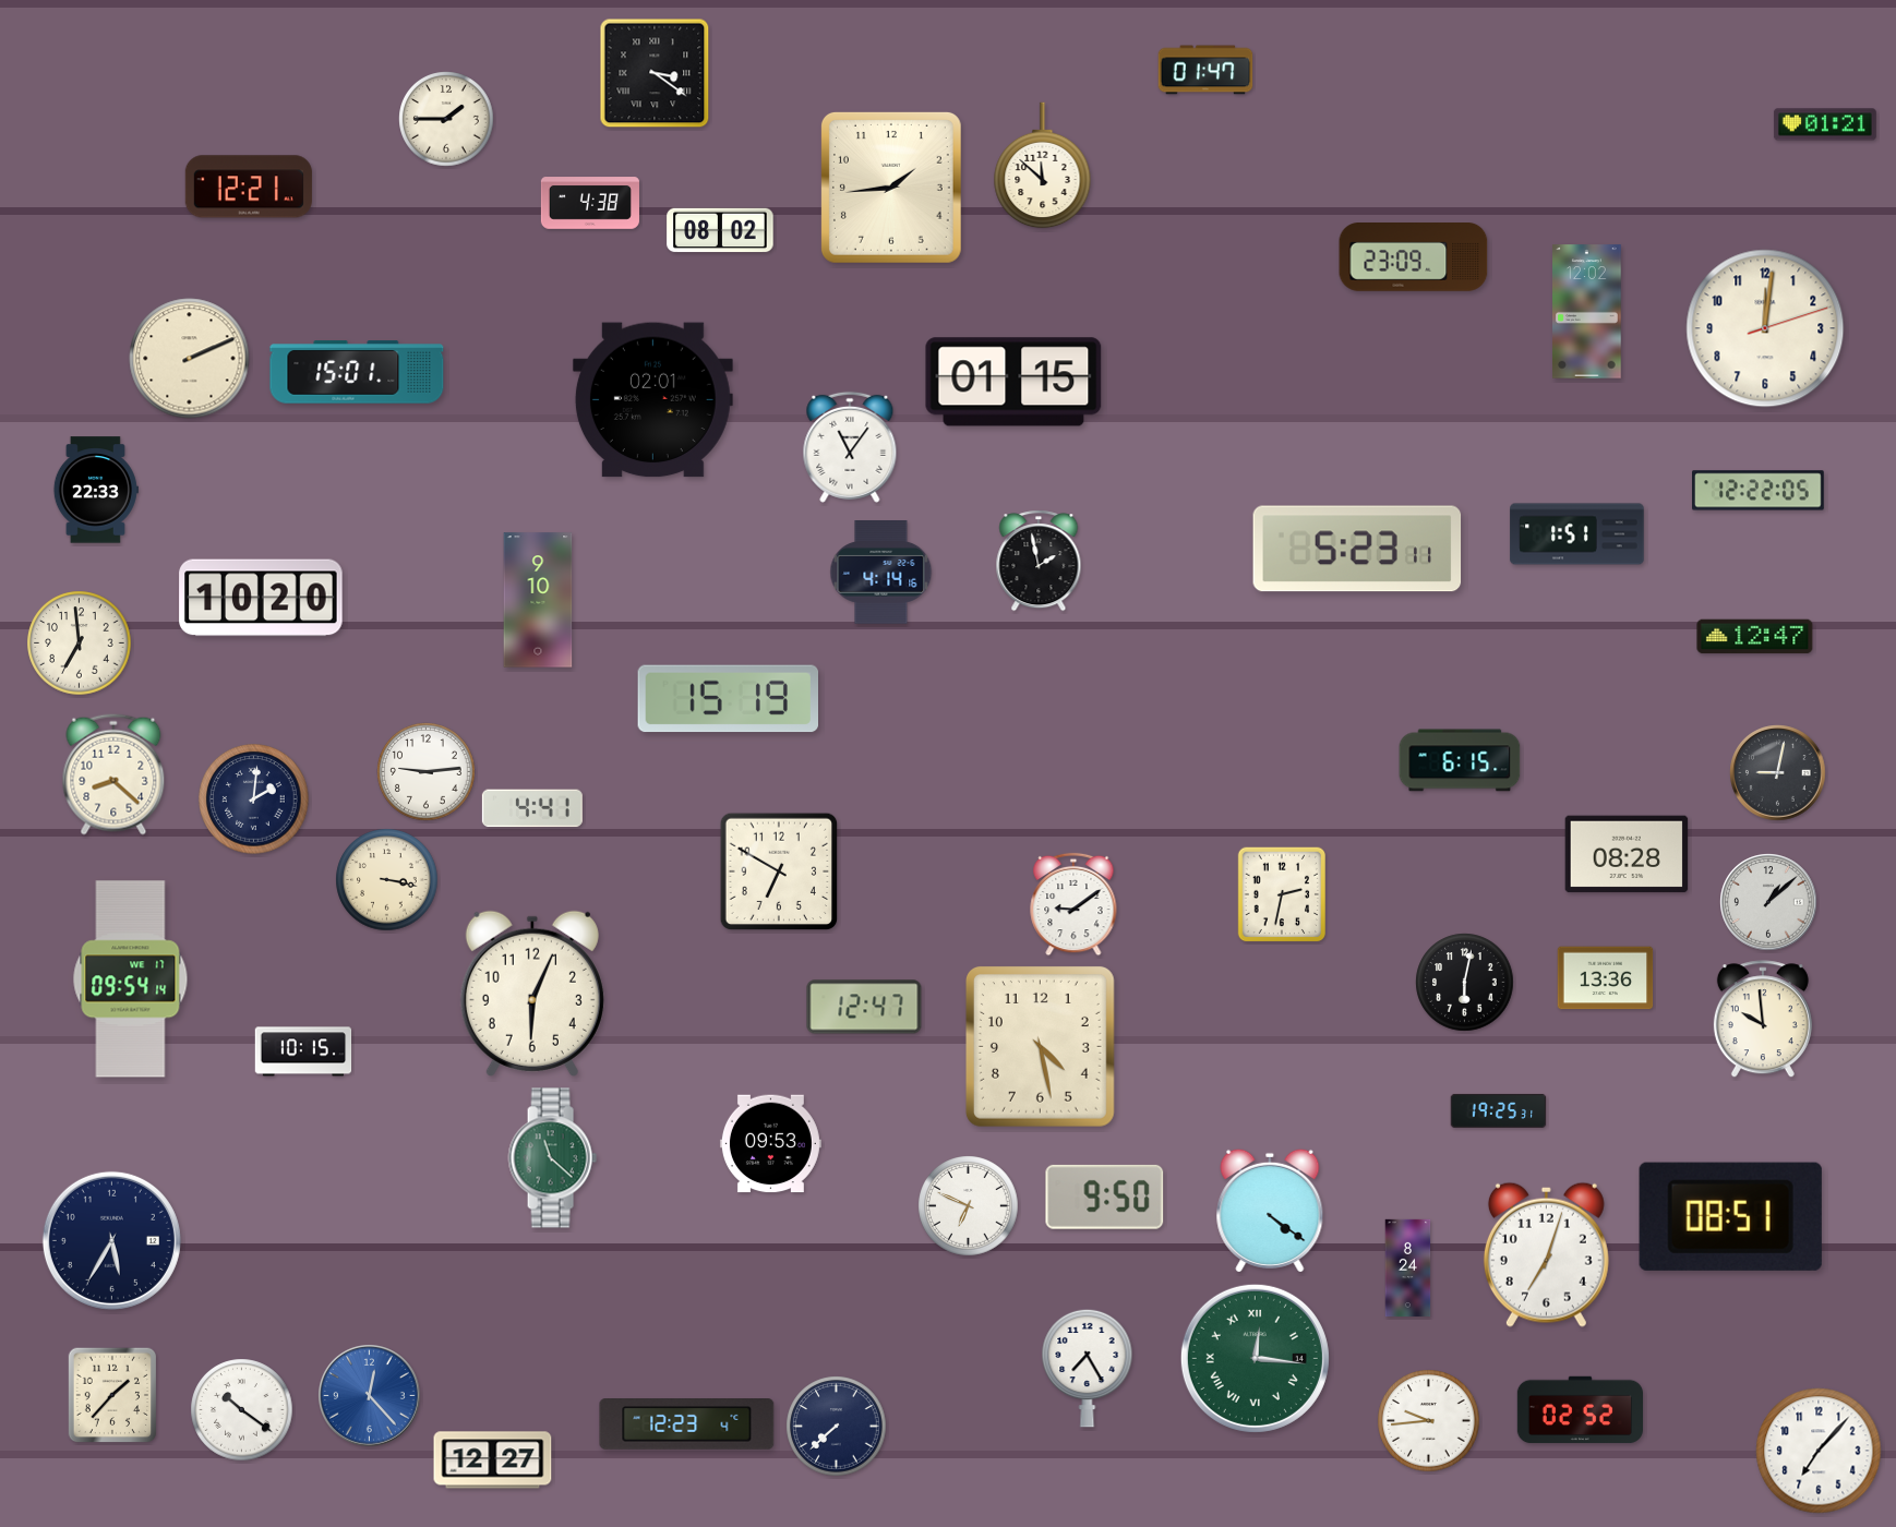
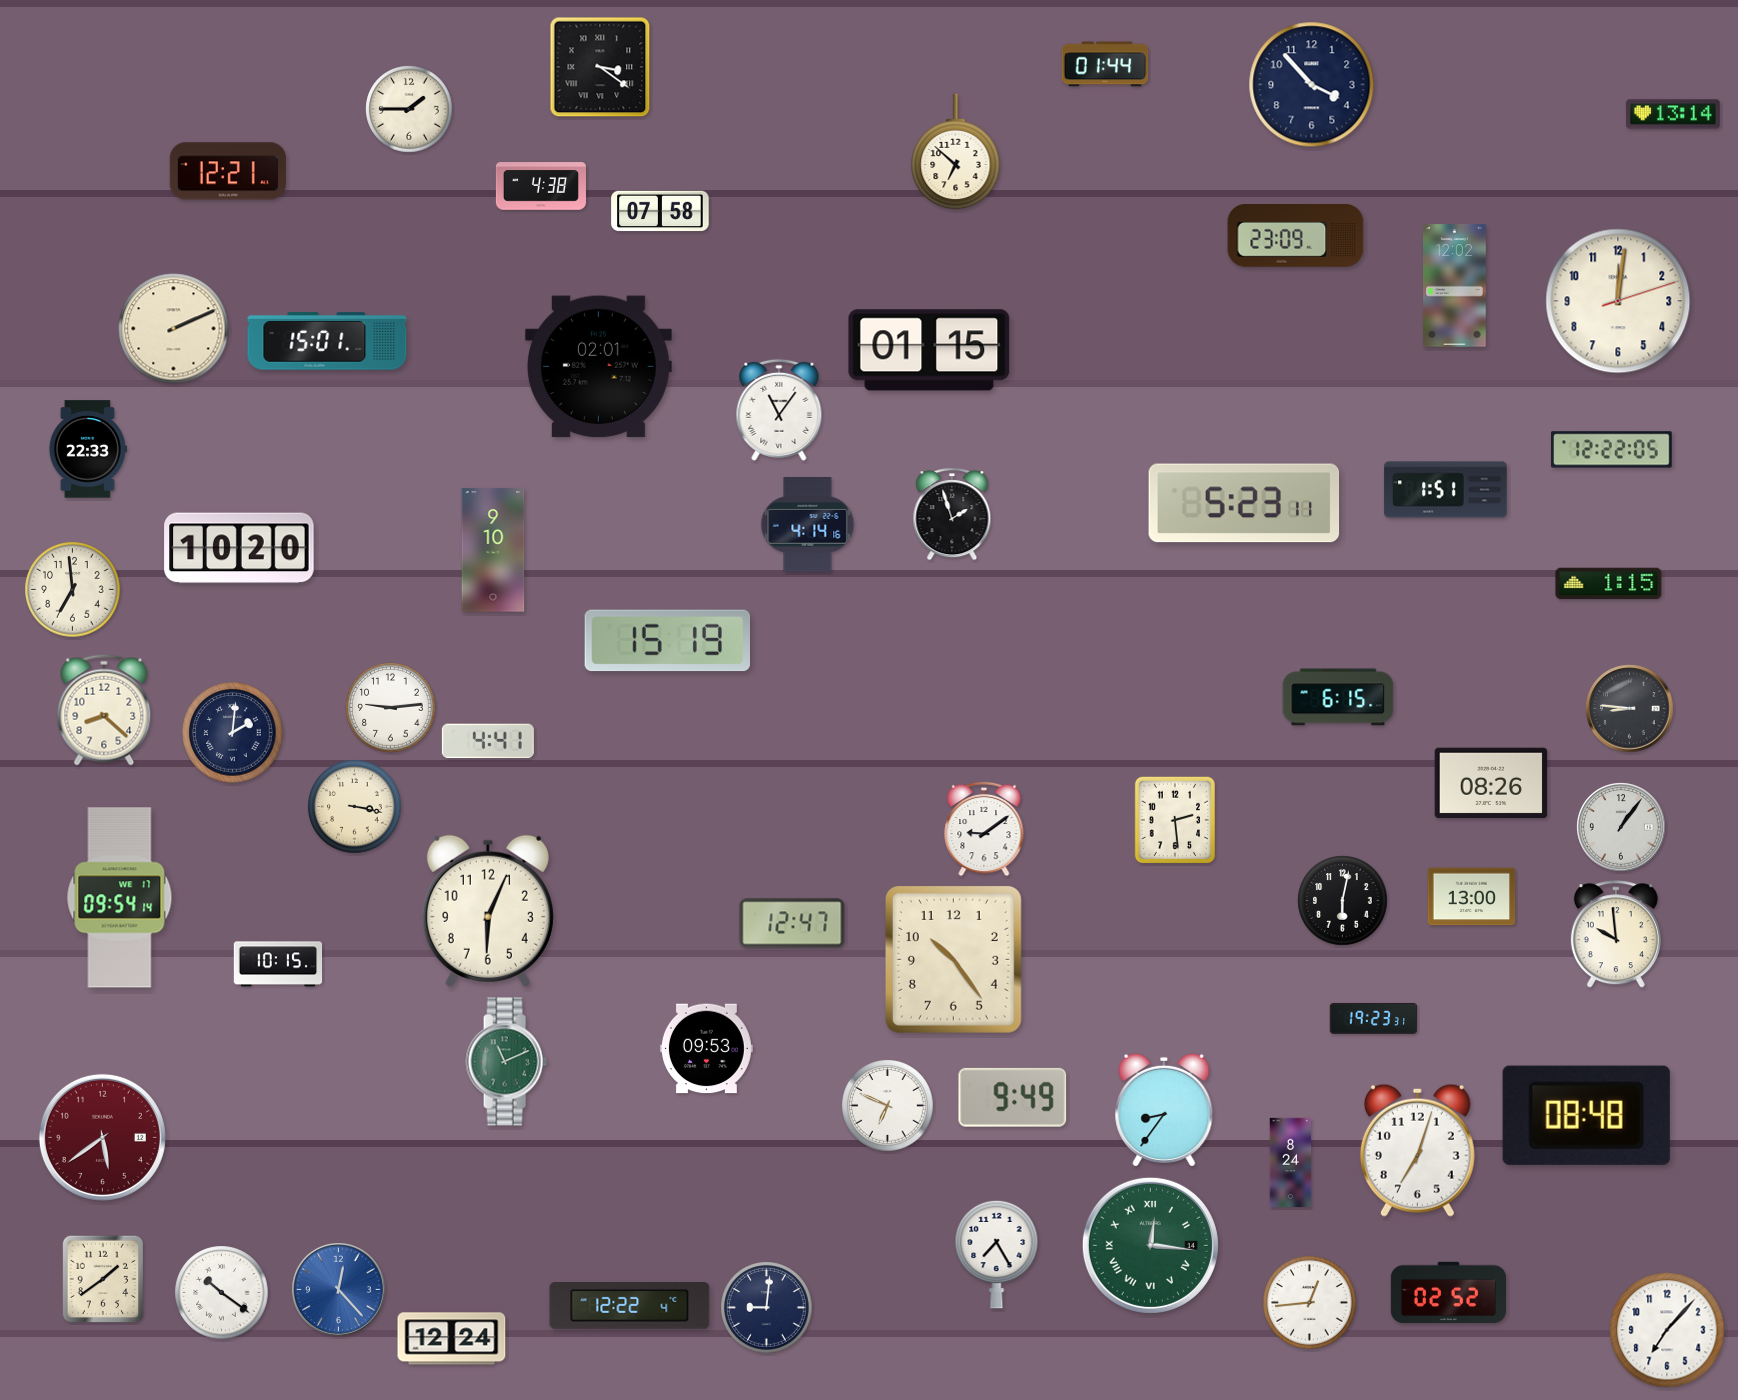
clock at (1205, 70): 01:47 -> 01:44
clock at (1312, 85): none -> 3:53
clock at (1825, 124): 01:21 -> 13:14
clock at (1043, 166): 11:52 -> 6:52
clock at (891, 188): 1:44 -> none
clock at (720, 230): 08:02 -> 07:58
clock at (1039, 561): 1:58 -> 1:57
clock at (1755, 637): 12:47 -> 1:15
clock at (1778, 773): 9:02 -> 8:46
clock at (1627, 854): 08:28 -> 08:26
clock at (779, 871): 6:50 -> none
clock at (1282, 894): 2:32 -> 2:29
clock at (1768, 902): 1:08 -> 1:06
clock at (1606, 978): 13:36 -> 13:00
clock at (1040, 1046): 4:28 -> 10:24
clock at (1499, 1110): 19:25 -> 19:23
clock at (552, 1158): 11:22 -> 11:11
clock at (1105, 1197): 9:50 -> 9:49
clock at (1270, 1211): 4:21 -> 8:36
clock at (1730, 1216): 08:51 -> 08:48
clock at (111, 1240): 5:35 -> 5:39
clock at (111, 1240) dial: navy -> burgundy
clock at (112, 1395): 1:37 -> 1:39
clock at (370, 1396) position: (370, 1396) -> (339, 1290)
clock at (1429, 1421): 9:44 -> 12:44
clock at (687, 1424): 12:23 -> 12:22
clock at (837, 1427): 7:38 -> 9:01
clock at (493, 1460): 12:27 -> 12:24
